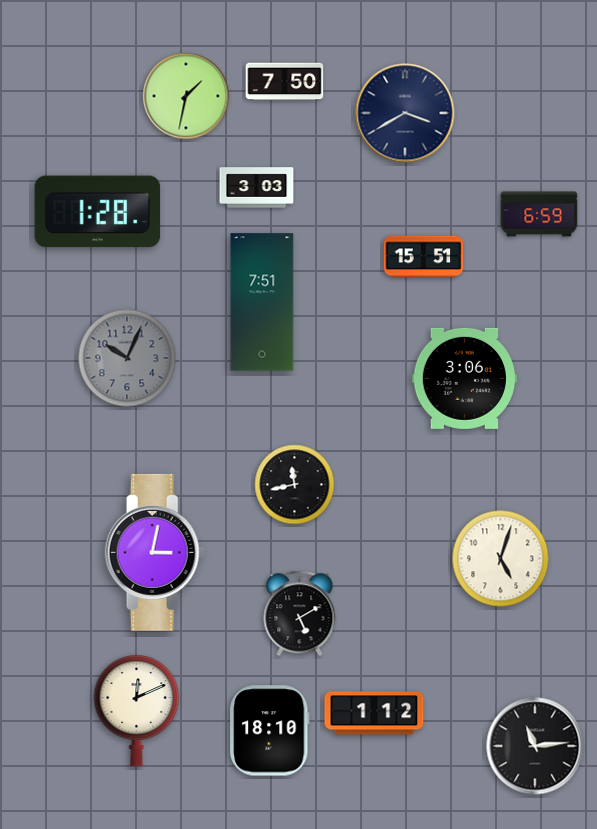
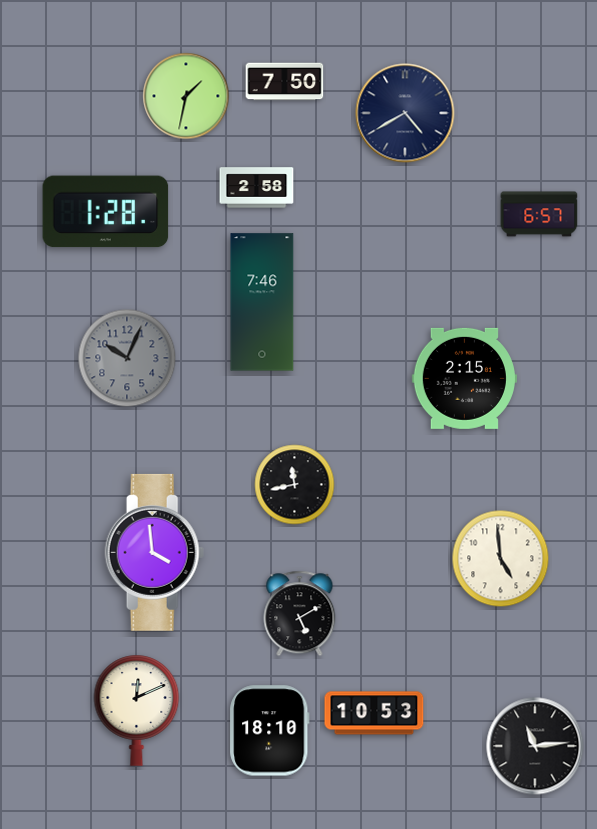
clock at (405, 113): 3:40 -> 4:40
clock at (257, 188): 3:03 -> 2:58
clock at (98, 212) position: (98, 212) -> (106, 212)
clock at (539, 214): 6:59 -> 6:57
clock at (424, 257): 15:51 -> none
clock at (262, 302): 7:51 -> 7:46
clock at (464, 378): 3:06 -> 2:15
clock at (155, 552): 3:02 -> 3:59
clock at (501, 559): 5:03 -> 4:59
clock at (374, 713): 1:12 -> 10:53
